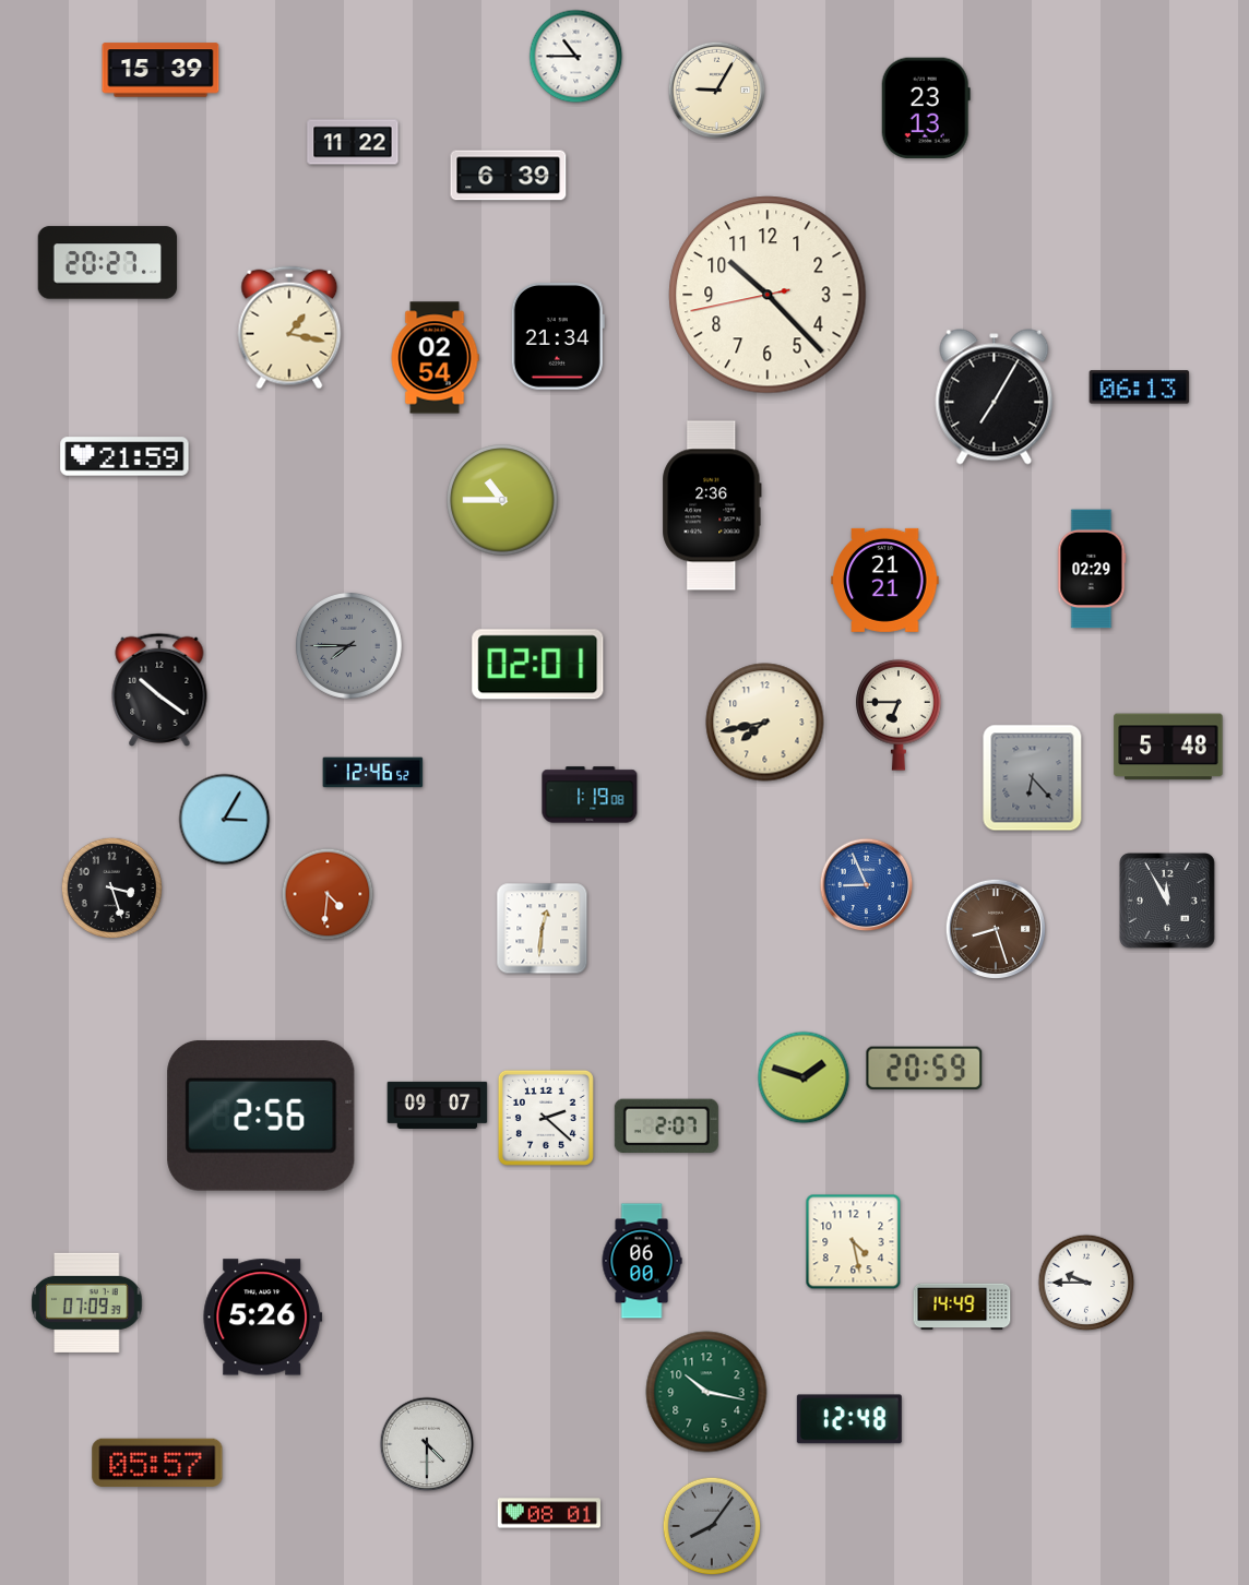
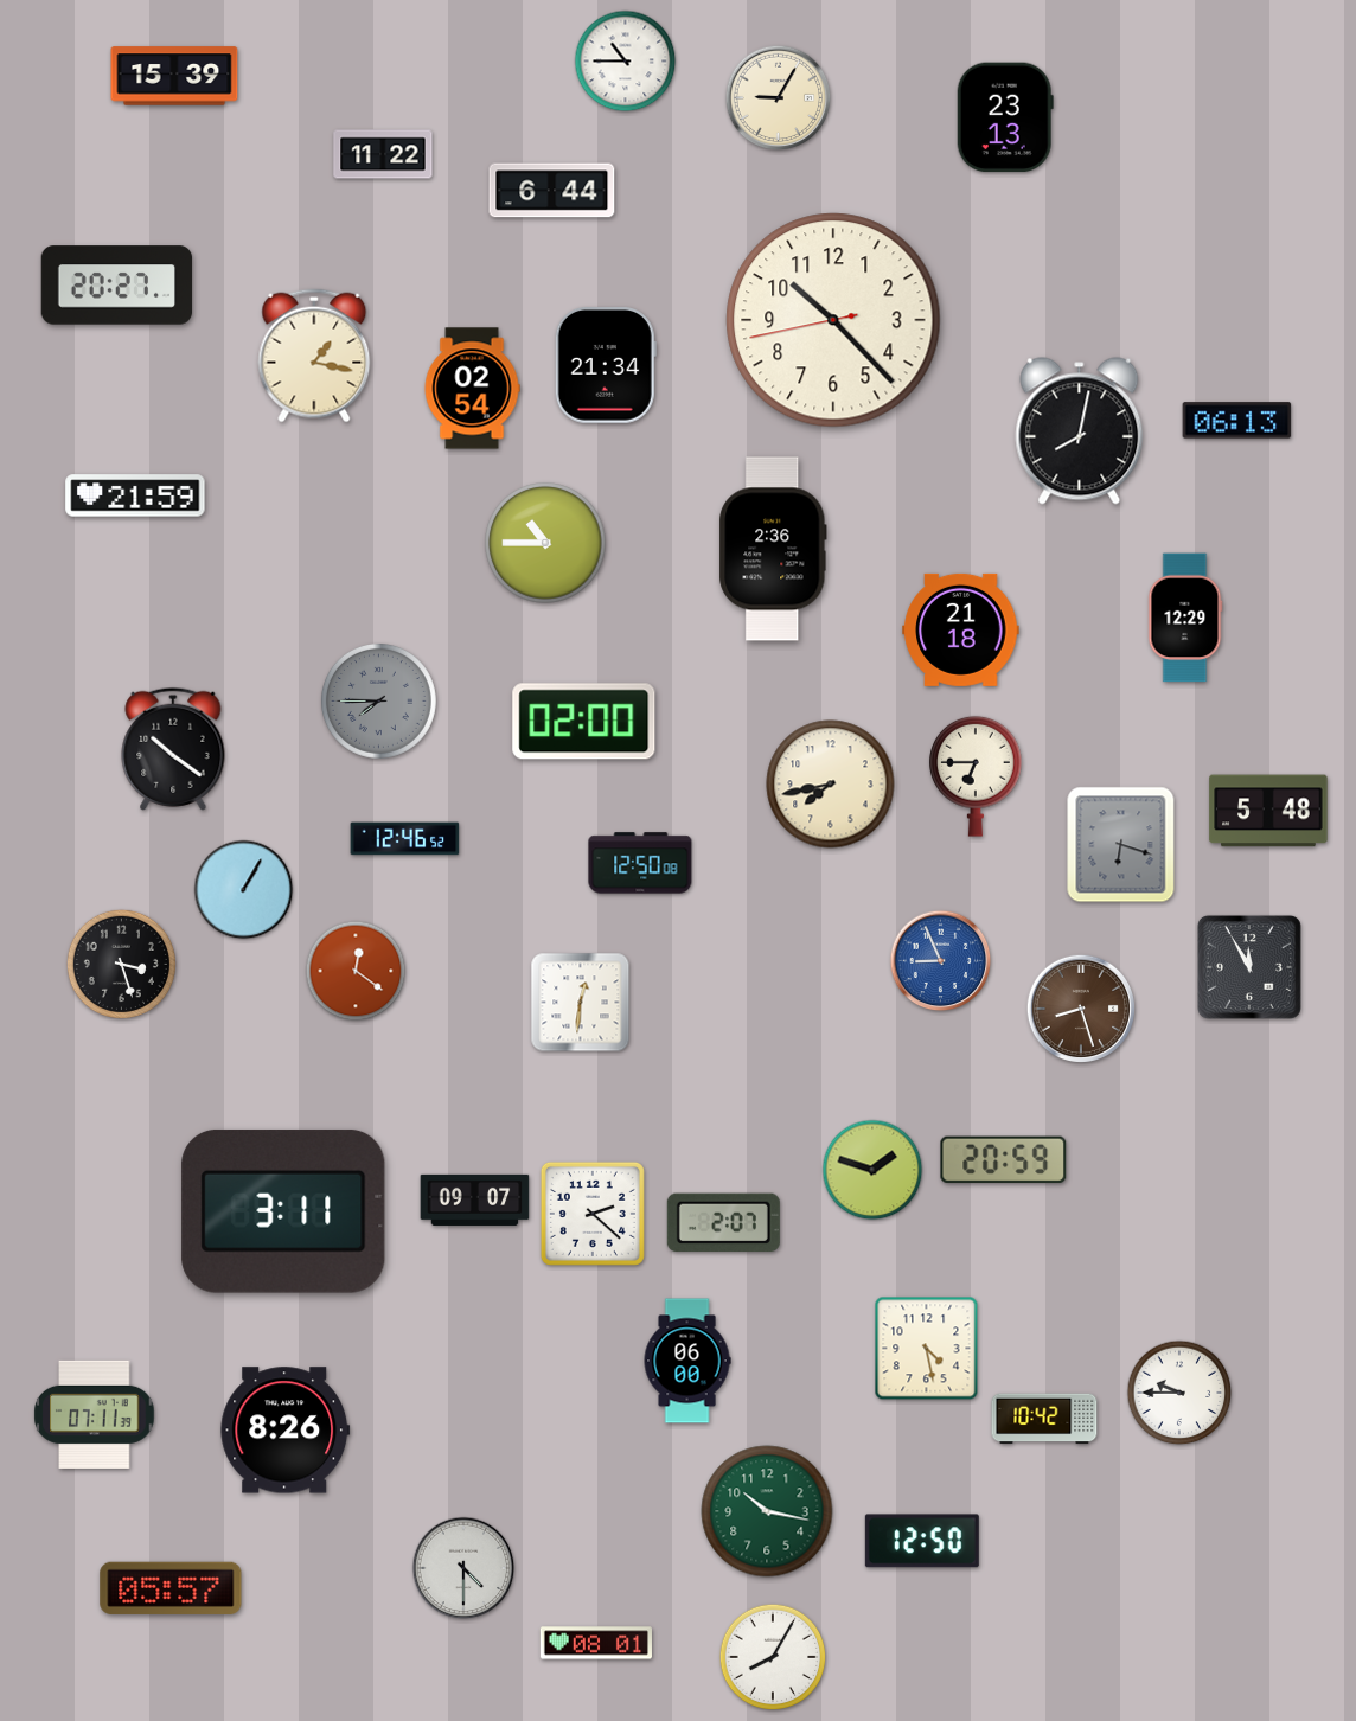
clock at (509, 176): 6:39 -> 6:44
clock at (995, 397): 7:05 -> 8:02
clock at (1092, 569): 02:29 -> 12:29
clock at (885, 580): 21:21 -> 21:18
clock at (538, 665): 02:01 -> 02:00
clock at (1033, 778): 6:23 -> 6:18
clock at (590, 795): 1:19 -> 12:50
clock at (225, 820): 3:05 -> 1:05
clock at (328, 894): 4:31 -> 12:21
clock at (1167, 901) position: (1167, 901) -> (1249, 967)
clock at (543, 929) position: (543, 929) -> (581, 1003)
clock at (261, 1116): 2:56 -> 3:11
clock at (642, 1261) position: (642, 1261) -> (687, 1361)
clock at (87, 1302): 07:09 -> 07:11
clock at (962, 1307): 14:49 -> 10:42
clock at (263, 1318): 5:26 -> 8:26
clock at (849, 1419): 12:48 -> 12:50
clock at (712, 1526): 8:06 -> 8:05
clock at (712, 1526) dial: grey -> white
